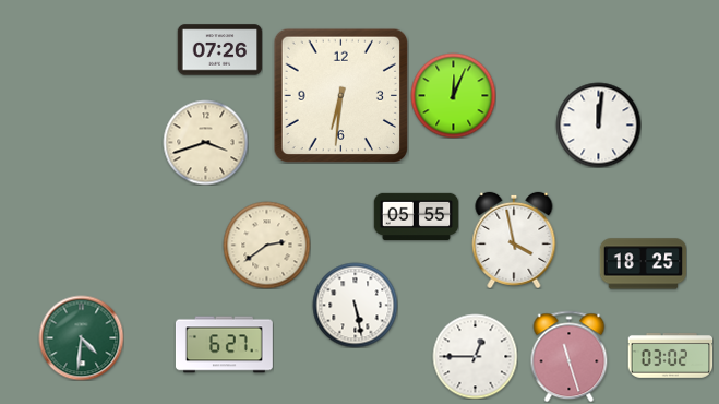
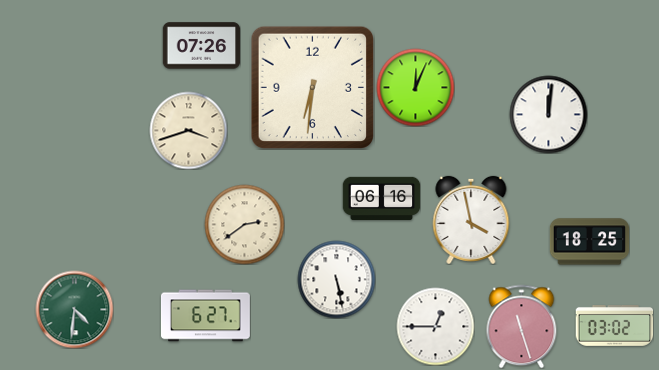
clock at (416, 216): 05:55 -> 06:16
clock at (355, 305) position: (355, 305) -> (336, 279)
